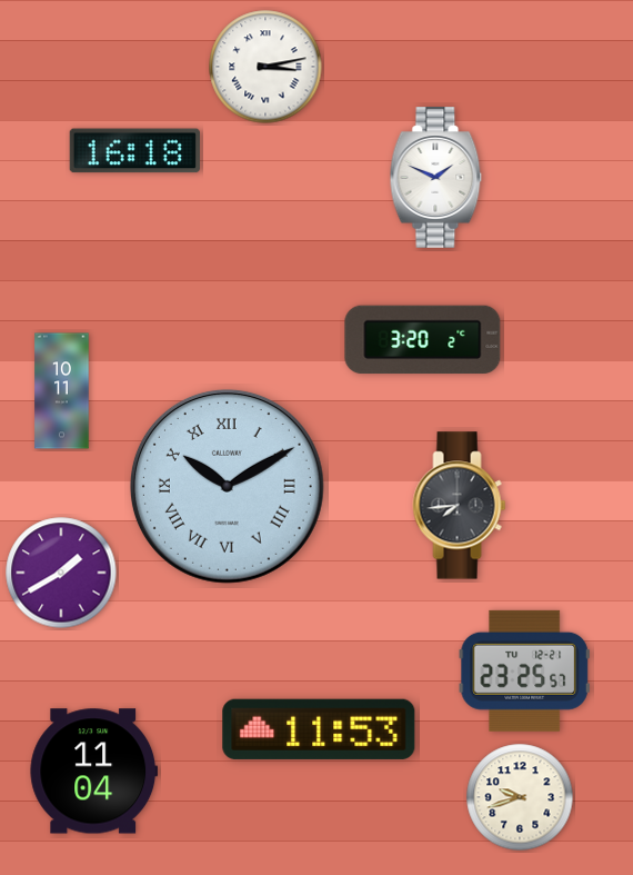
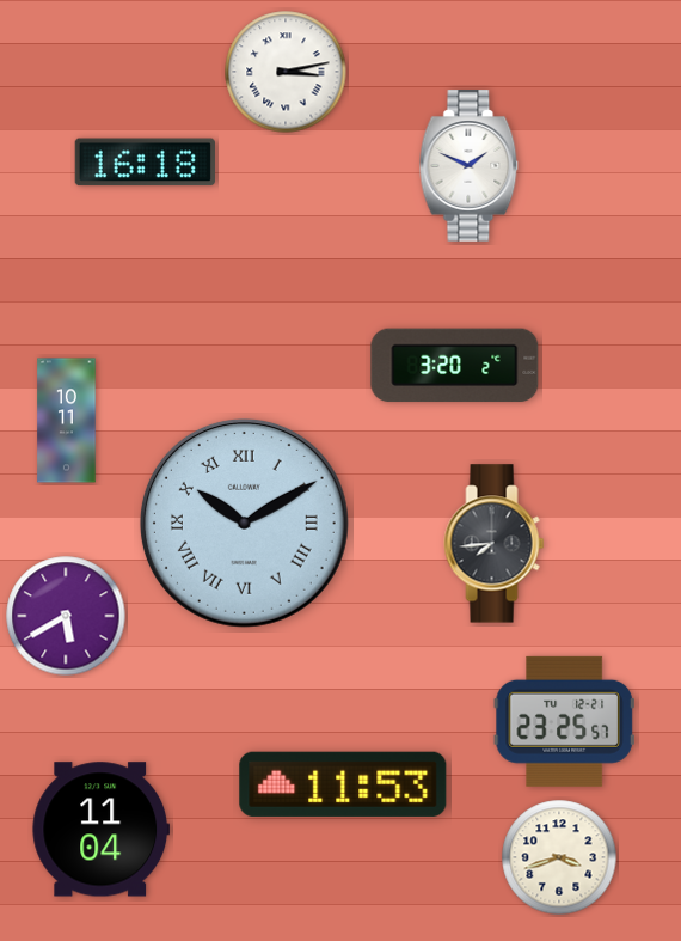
clock at (436, 178) position: (436, 178) -> (470, 166)
clock at (61, 573): 1:40 -> 5:40
clock at (520, 797): 9:42 -> 3:42
